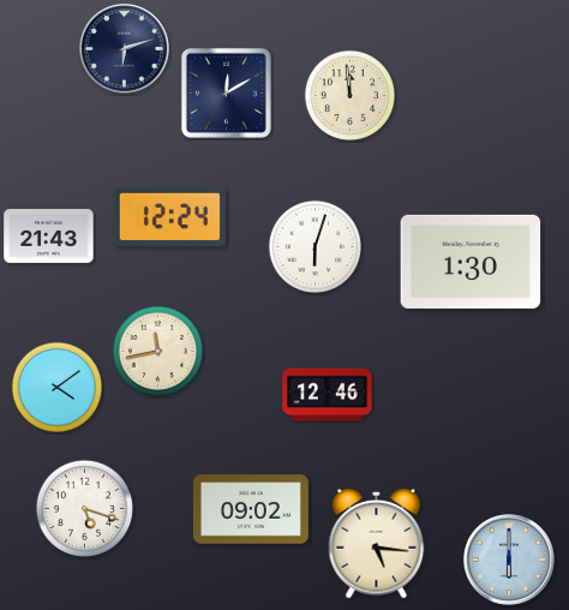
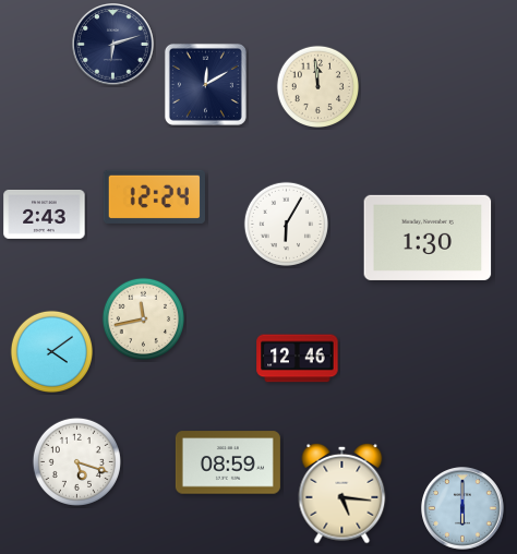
clock at (49, 235): 21:43 -> 2:43
clock at (315, 246): 6:03 -> 6:05
clock at (251, 509): 09:02 -> 08:59
